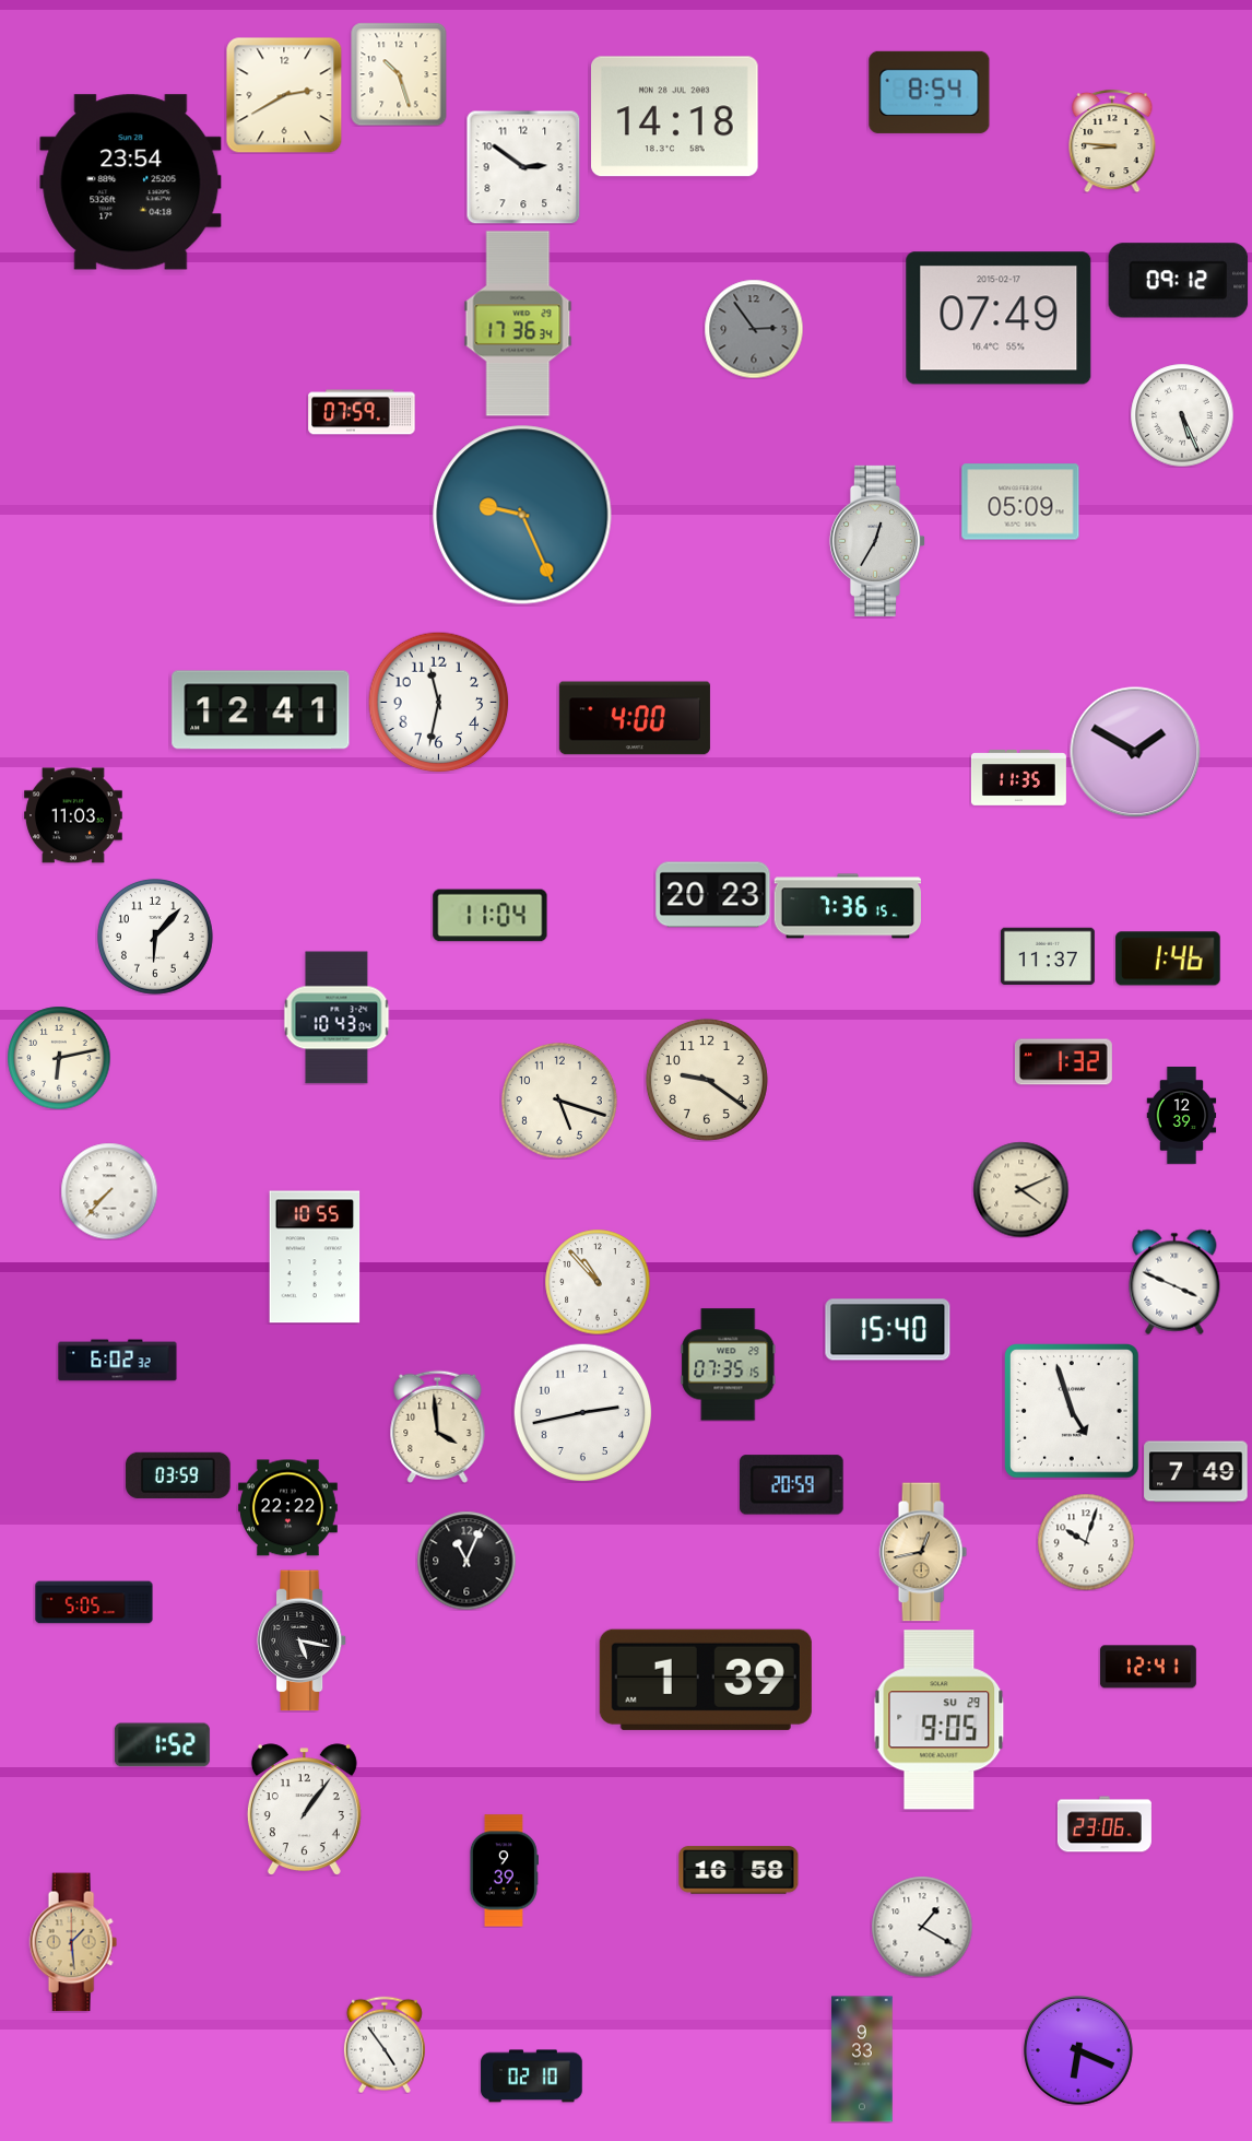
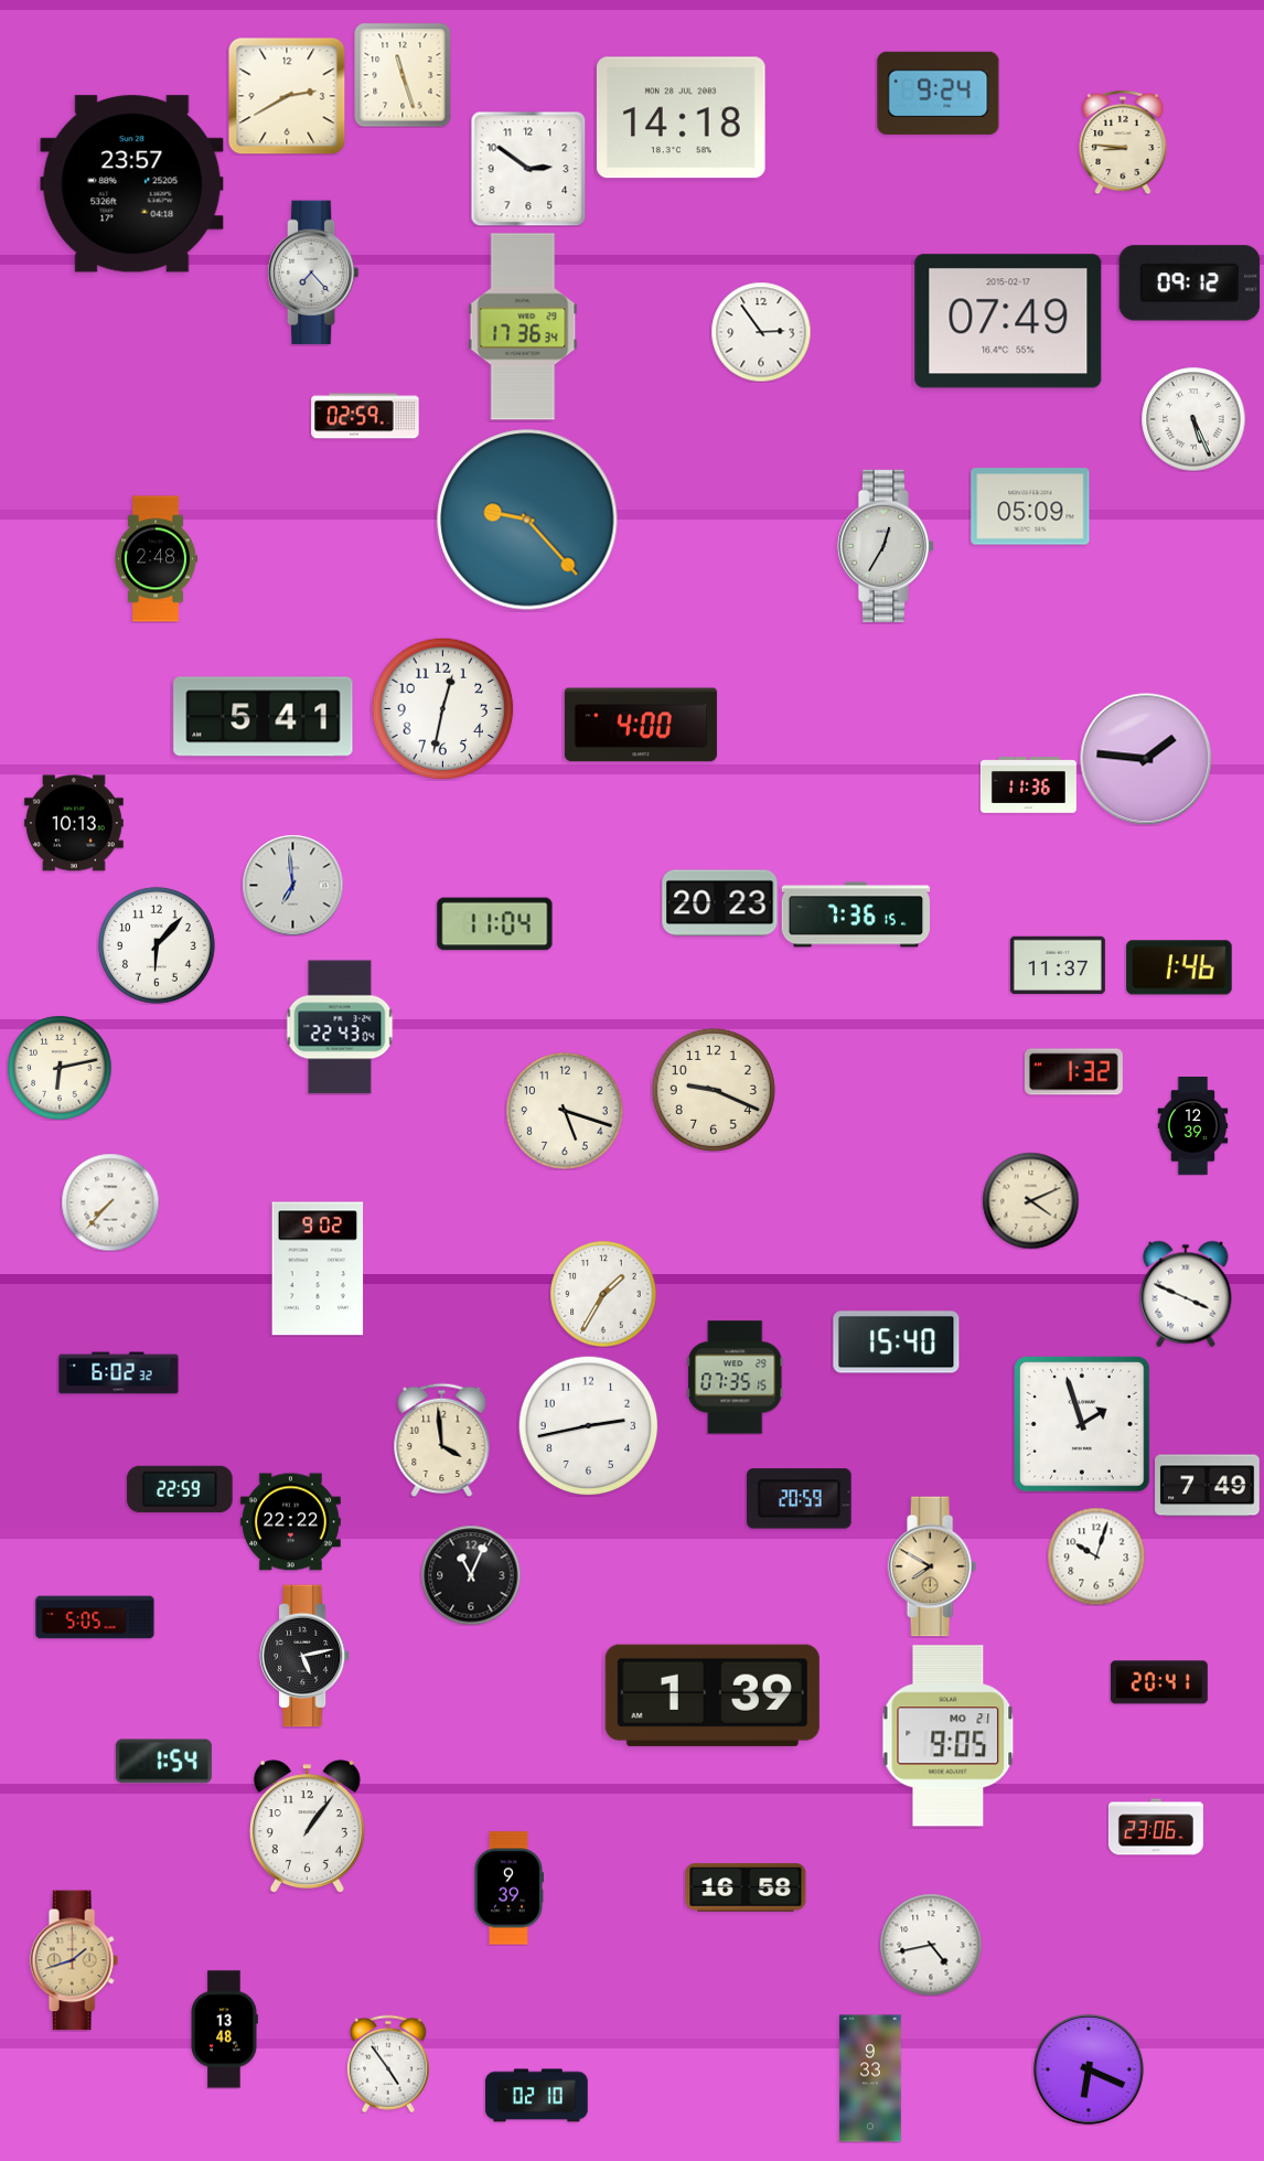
clock at (399, 74): 10:27 -> 11:27
clock at (930, 92): 8:54 -> 9:24
clock at (131, 183): 23:54 -> 23:57
clock at (313, 272): none -> 7:23
clock at (754, 329) dial: grey -> white
clock at (362, 412): 07:59 -> 02:59
clock at (522, 515): 9:26 -> 9:23
clock at (156, 559): none -> 2:48
clock at (438, 702): 11:32 -> 12:32
clock at (261, 710): 12:41 -> 5:41
clock at (1135, 752): 1:50 -> 1:46
clock at (1018, 778): 11:35 -> 11:36
clock at (74, 815): 11:03 -> 10:13
clock at (292, 885): none -> 6:59
clock at (336, 1017): 10:43 -> 22:43
clock at (707, 1080): 9:21 -> 9:19
clock at (315, 1257): 10:55 -> 9:02
clock at (598, 1282): 10:53 -> 1:35
clock at (1073, 1412): 4:57 -> 1:57
clock at (178, 1475): 03:59 -> 22:59
clock at (923, 1552): 12:43 -> 7:50
clock at (302, 1640): 5:17 -> 5:13
clock at (1148, 1667): 12:41 -> 20:41
clock at (940, 1720) date: SU 29 -> MO 21
clock at (162, 1745): 1:52 -> 1:54
clock at (1105, 1824) position: (1105, 1824) -> (1156, 1827)
clock at (922, 1927): 1:20 -> 4:43
clock at (73, 1942): 1:29 -> 1:42
clock at (224, 2030): none -> 13:48
